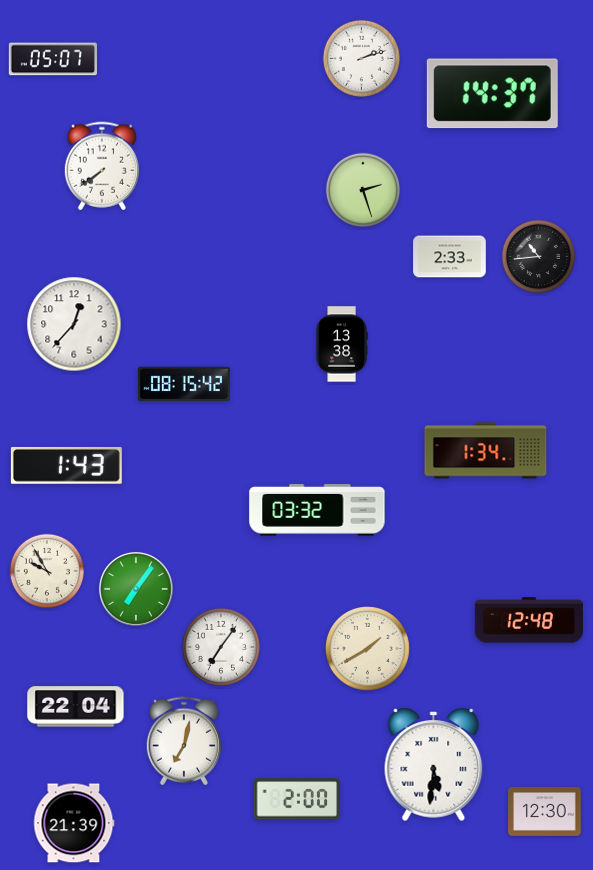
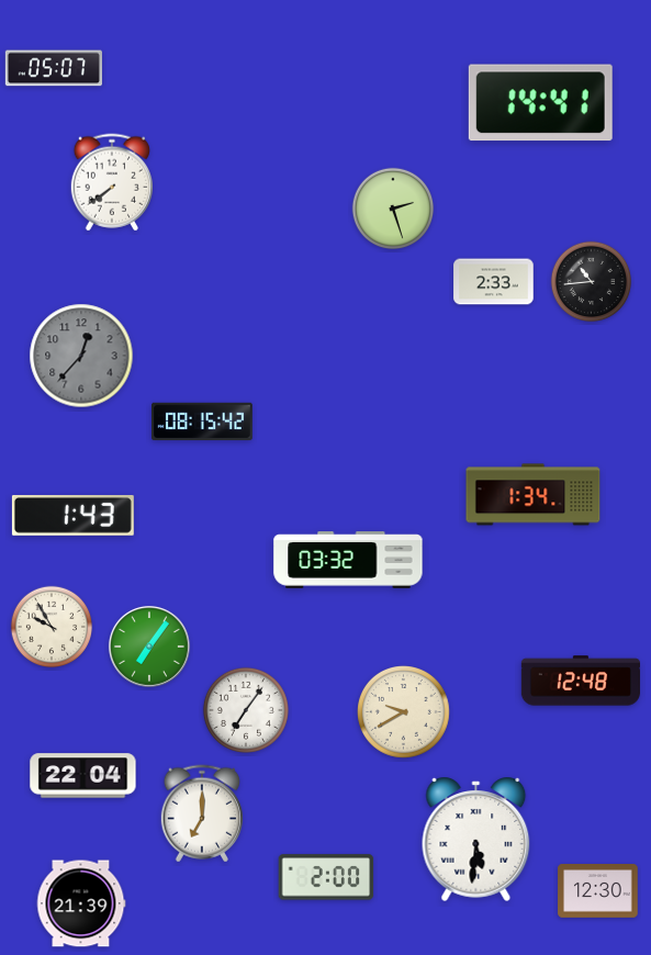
clock at (361, 58): 2:12 -> none
clock at (53, 59) position: (53, 59) -> (54, 68)
clock at (492, 94): 14:37 -> 14:41
clock at (363, 190) position: (363, 190) -> (393, 209)
clock at (74, 324) dial: white -> grey
clock at (342, 344): 13:38 -> none
clock at (66, 465) position: (66, 465) -> (72, 515)
clock at (221, 647) position: (221, 647) -> (246, 710)
clock at (368, 649): 1:40 -> 9:40
clock at (183, 741): 7:02 -> 7:00
